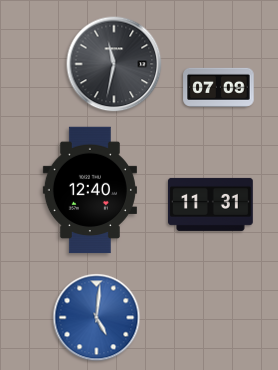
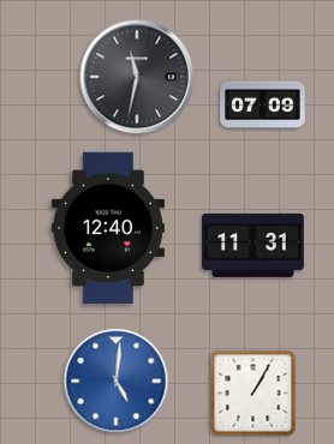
clock at (254, 394): none -> 1:05
